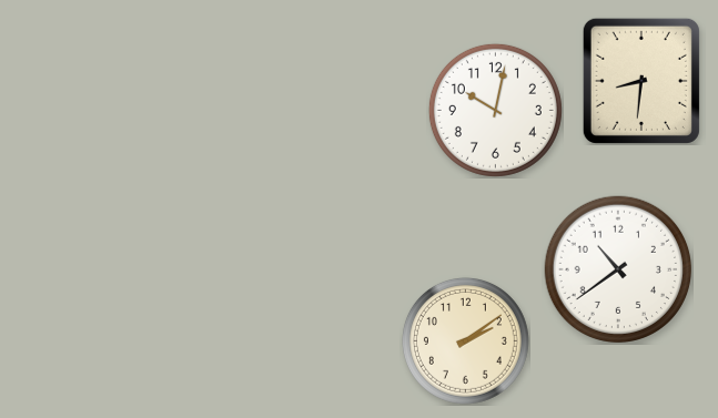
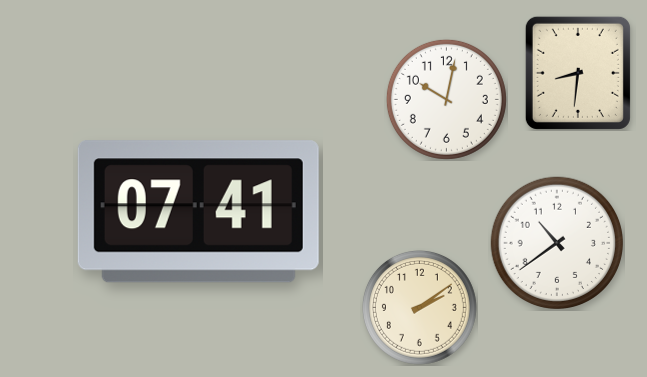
clock at (198, 212): none -> 07:41
